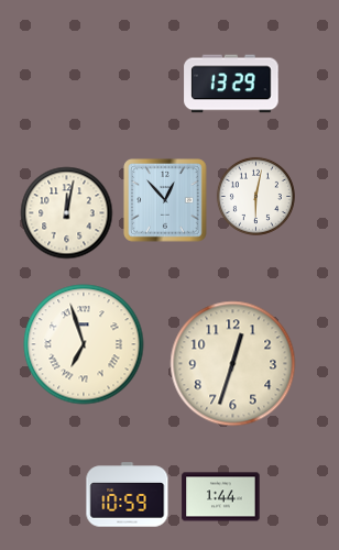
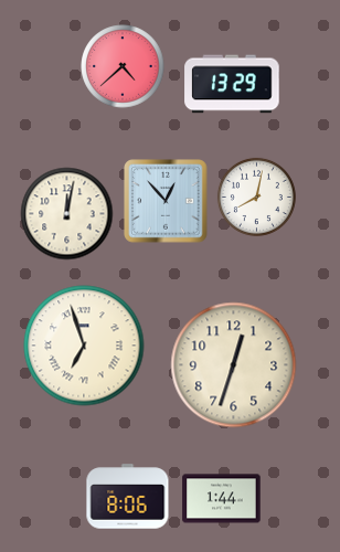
clock at (123, 66): none -> 4:38
clock at (255, 196): 6:02 -> 8:02
clock at (128, 495): 10:59 -> 8:06
